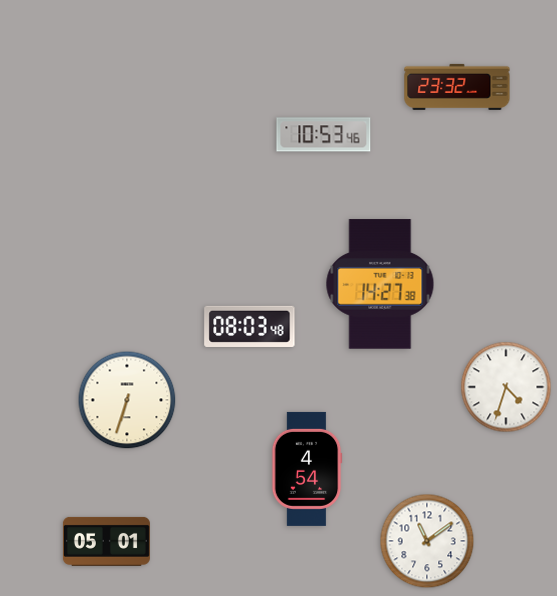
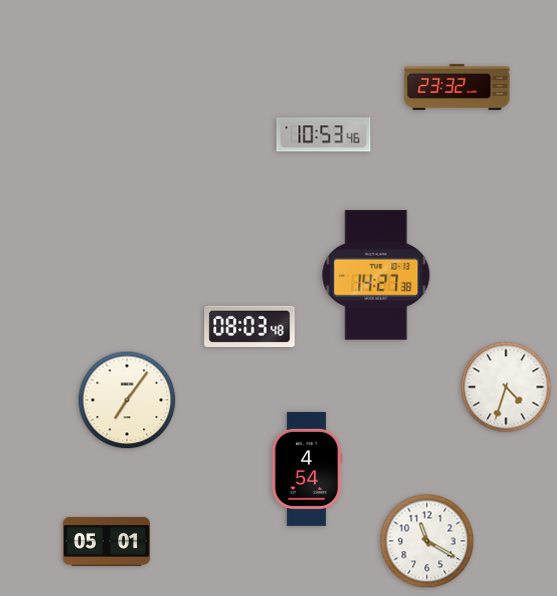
clock at (380, 284) position: (380, 284) -> (376, 275)
clock at (127, 400): 6:33 -> 7:06
clock at (427, 541): 11:09 -> 11:20
